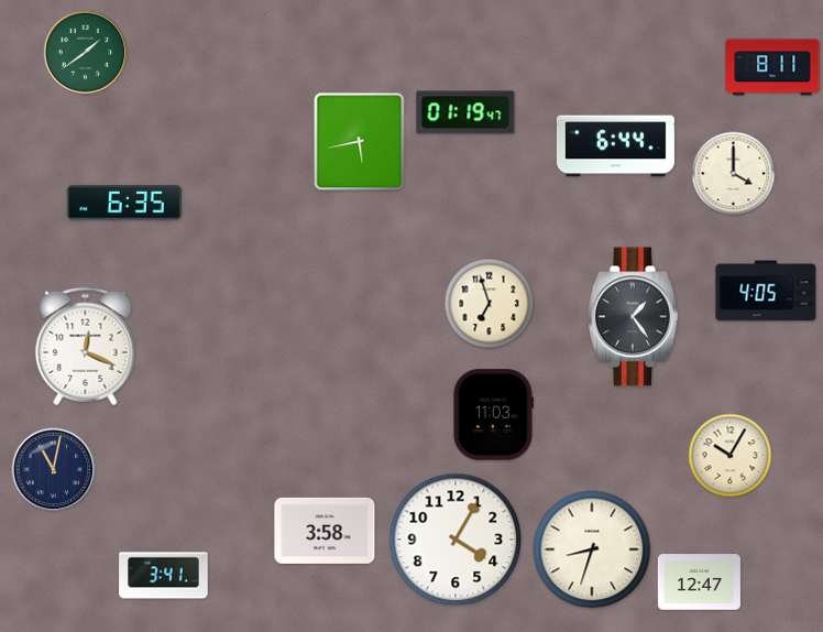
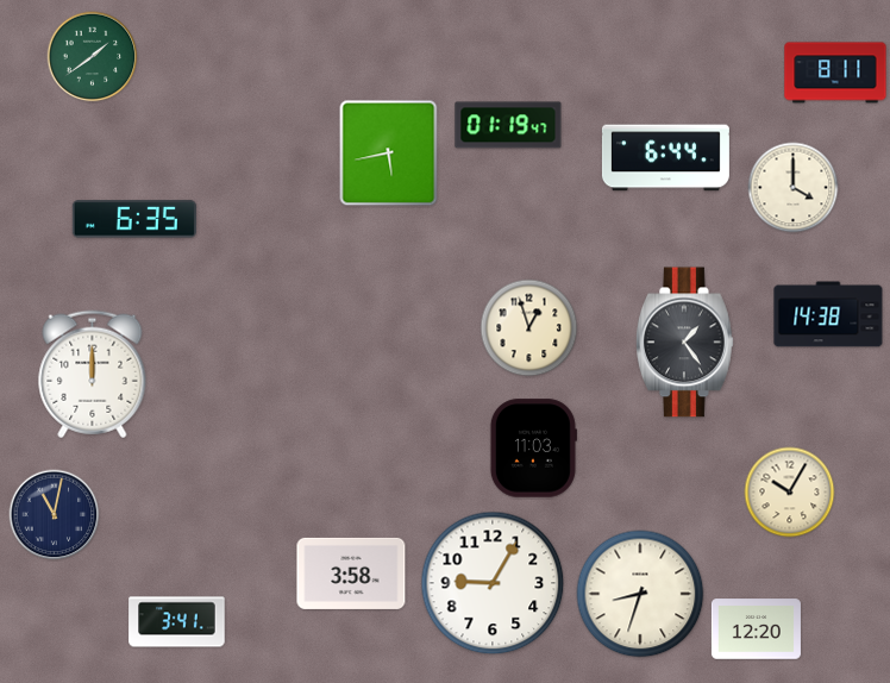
clock at (465, 112) position: (465, 112) -> (508, 125)
clock at (766, 291): 4:05 -> 14:38
clock at (490, 304): 6:57 -> 12:57
clock at (86, 347): 12:19 -> 12:00
clock at (54, 470) position: (54, 470) -> (55, 515)
clock at (456, 540): 4:05 -> 9:05
clock at (699, 582): 12:47 -> 12:20
